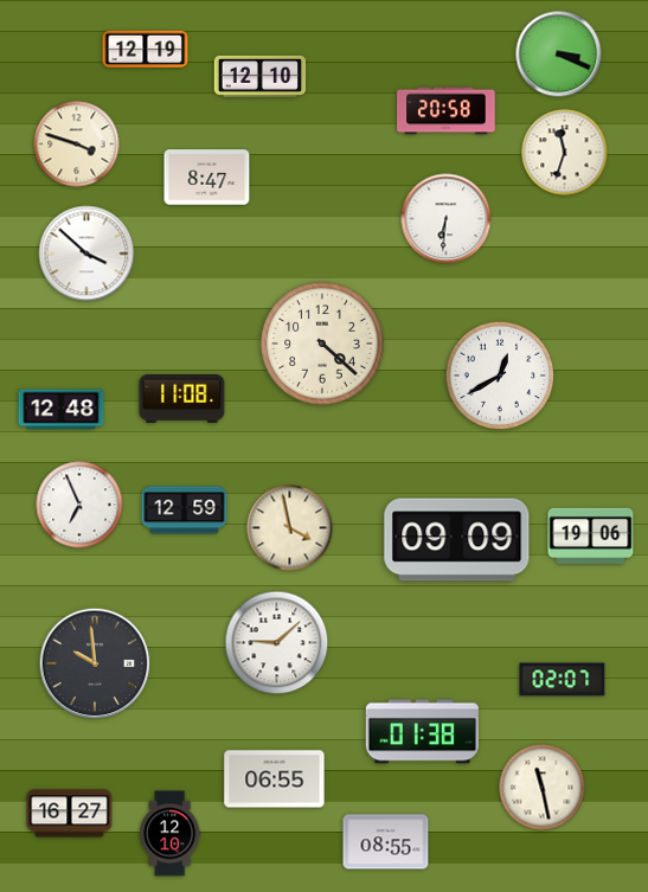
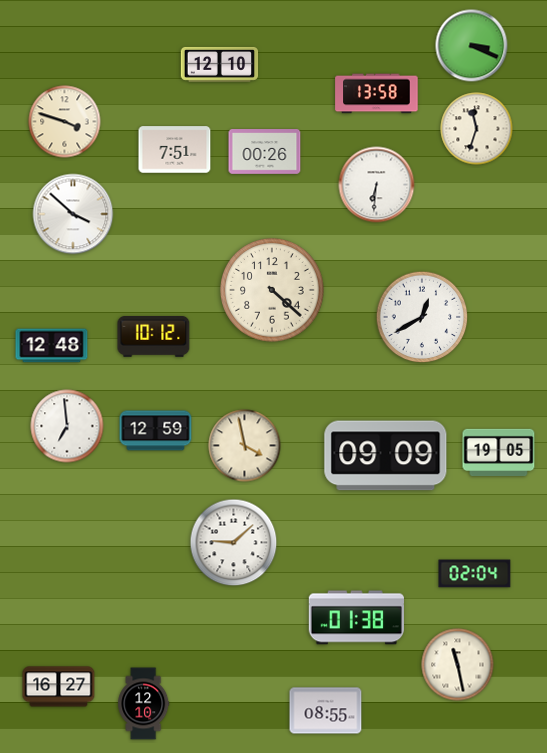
clock at (146, 50): 12:19 -> none
clock at (447, 111): 20:58 -> 13:58
clock at (207, 178): 8:47 -> 7:51
clock at (265, 152): none -> 00:26
clock at (182, 399): 11:08 -> 10:12
clock at (79, 505): 6:56 -> 6:59
clock at (591, 535): 19:06 -> 19:05
clock at (95, 663): 9:59 -> none
clock at (563, 680): 02:07 -> 02:04
clock at (275, 779): 06:55 -> none
